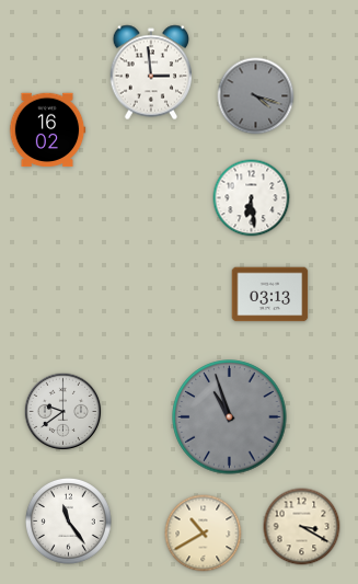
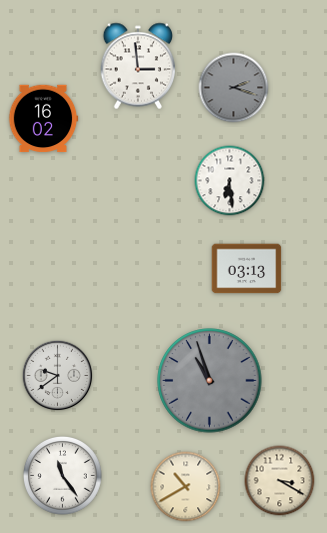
clock at (256, 96): 4:18 -> 2:18
clock at (302, 527) position: (302, 527) -> (280, 481)
